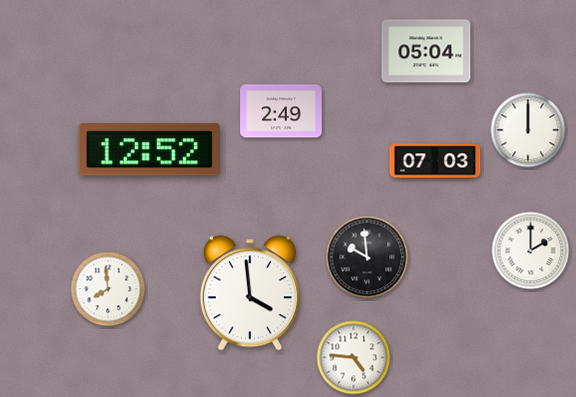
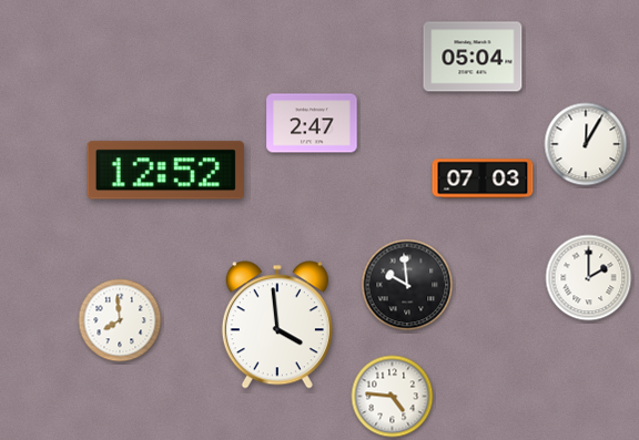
clock at (281, 111): 2:49 -> 2:47
clock at (528, 130): 12:00 -> 12:05
clock at (149, 150) position: (149, 150) -> (165, 171)
